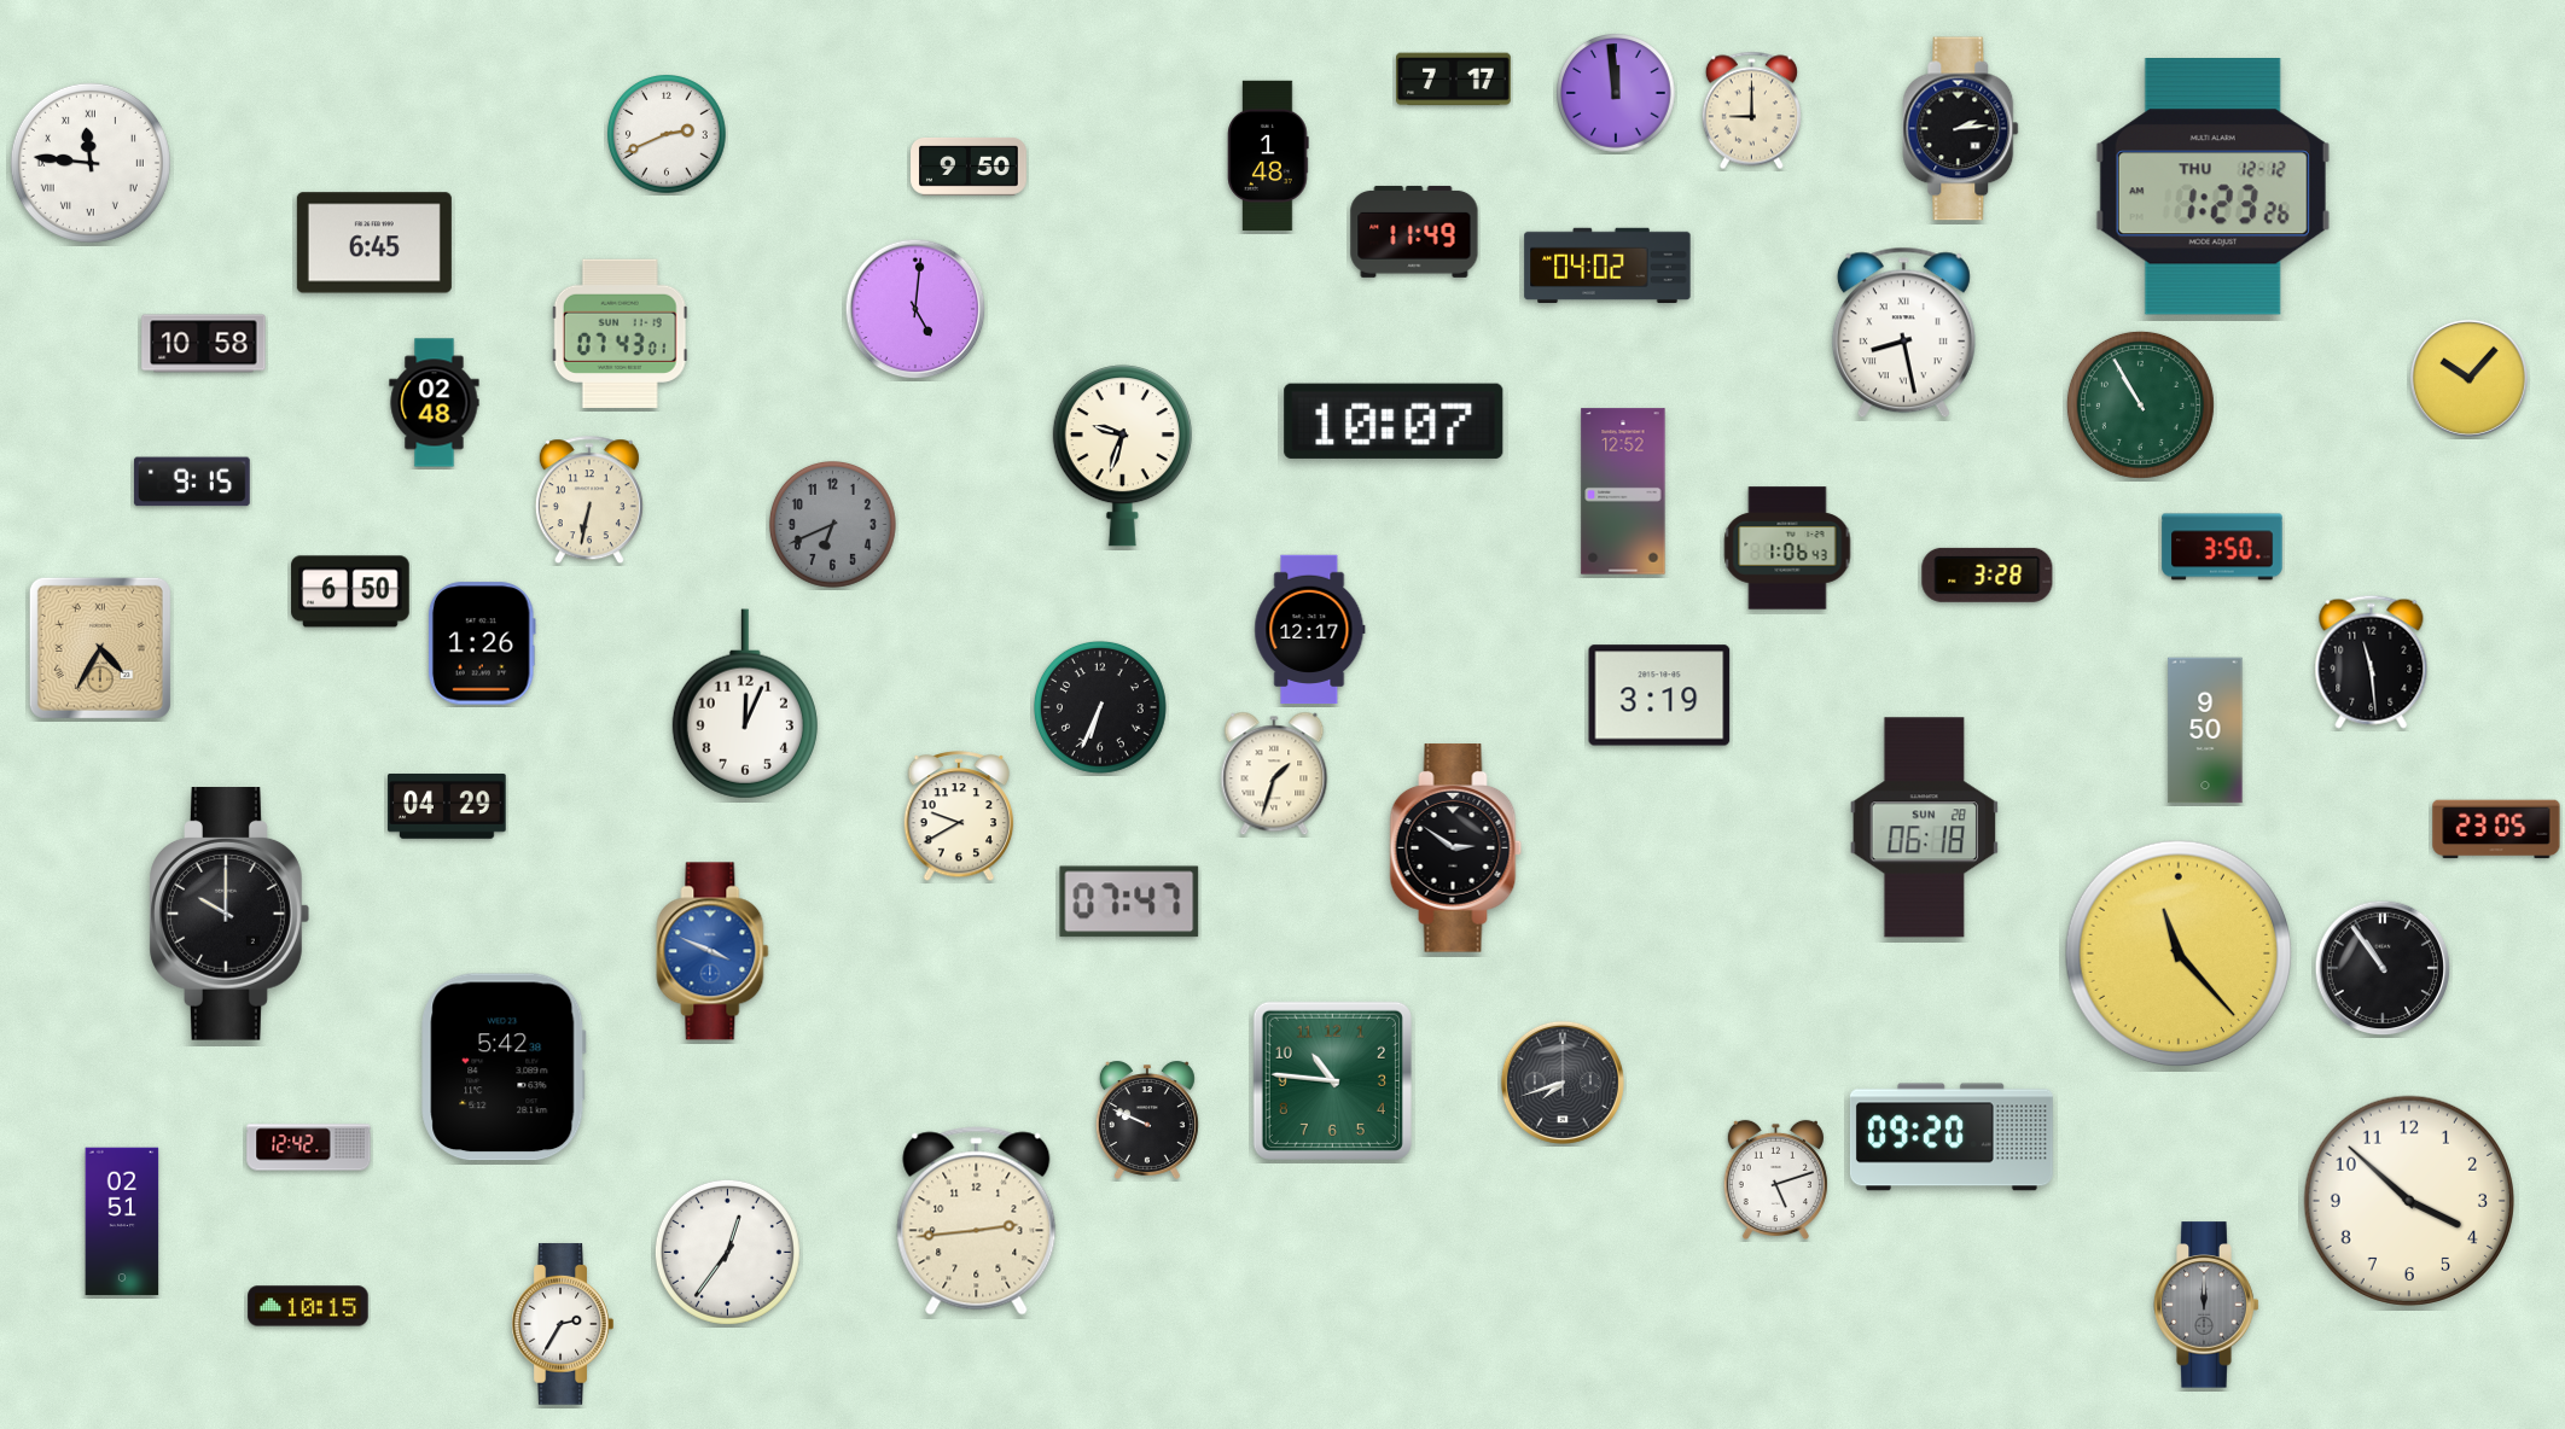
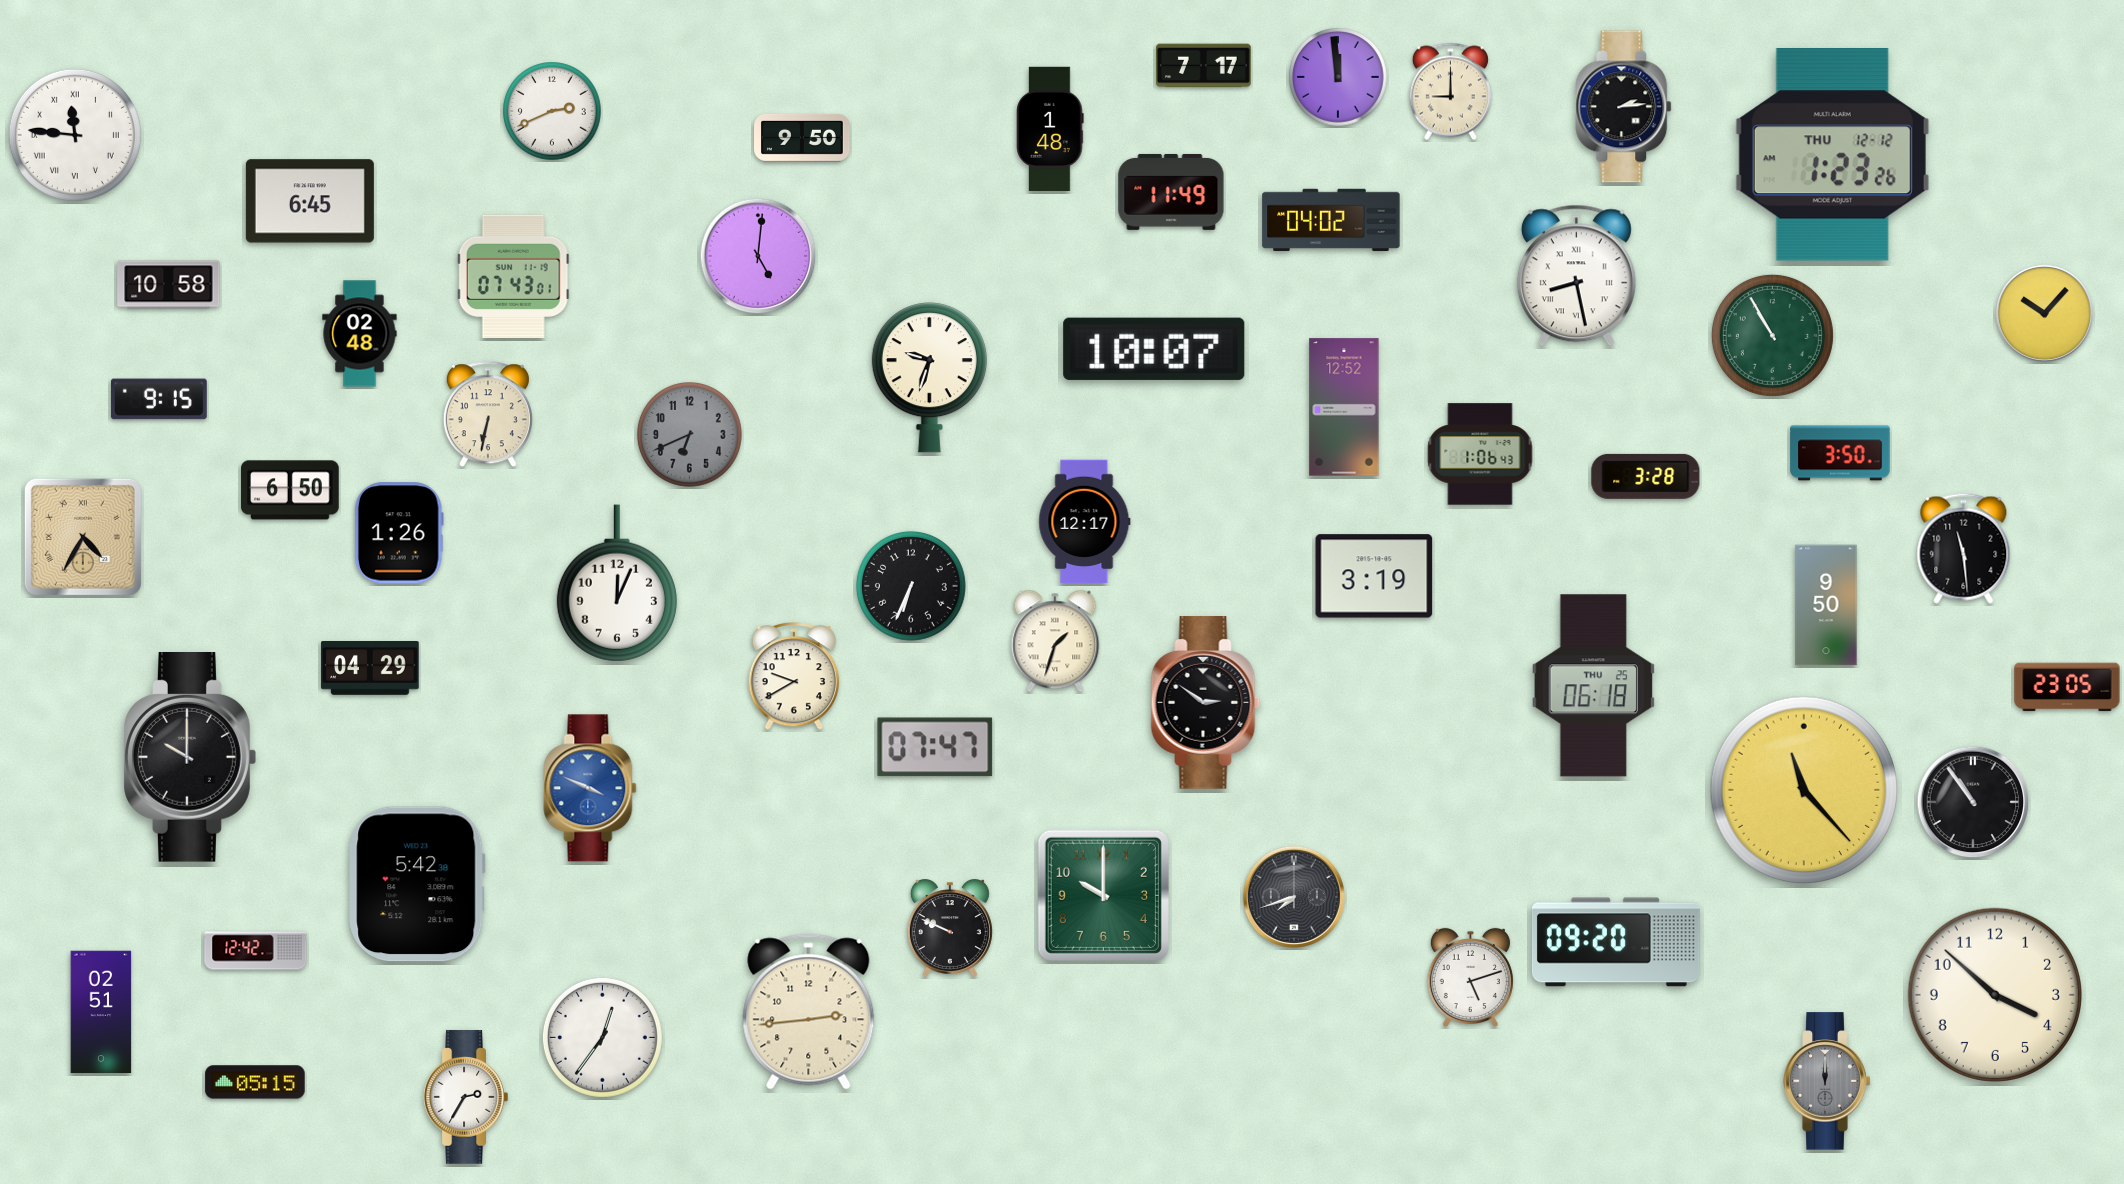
clock at (1924, 828) date: SUN 28 -> THU 25
clock at (1332, 1080): 10:46 -> 10:00
clock at (308, 1306): 10:15 -> 05:15
